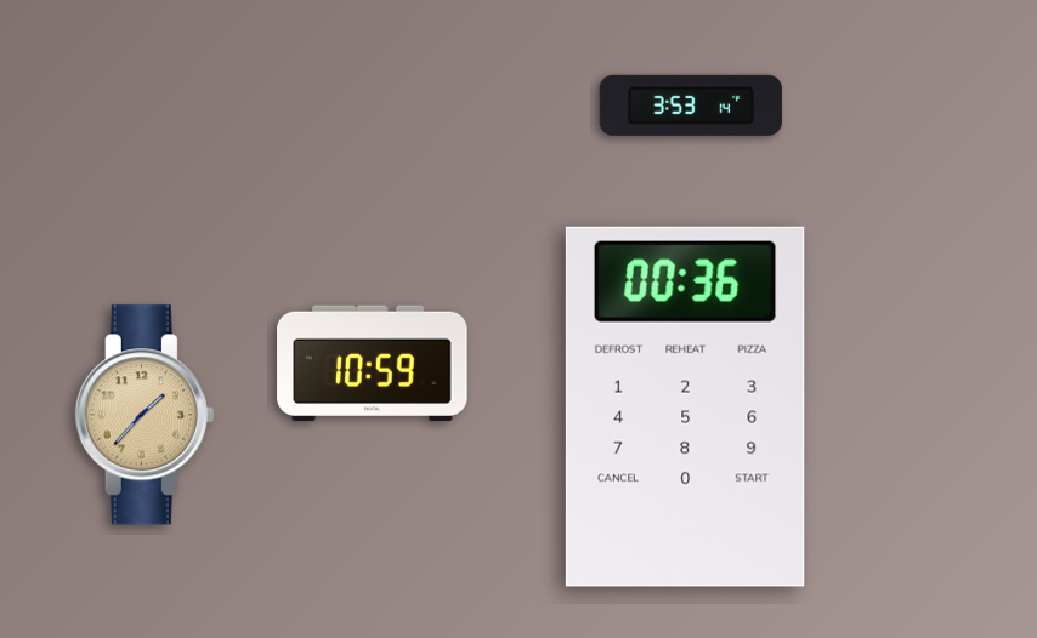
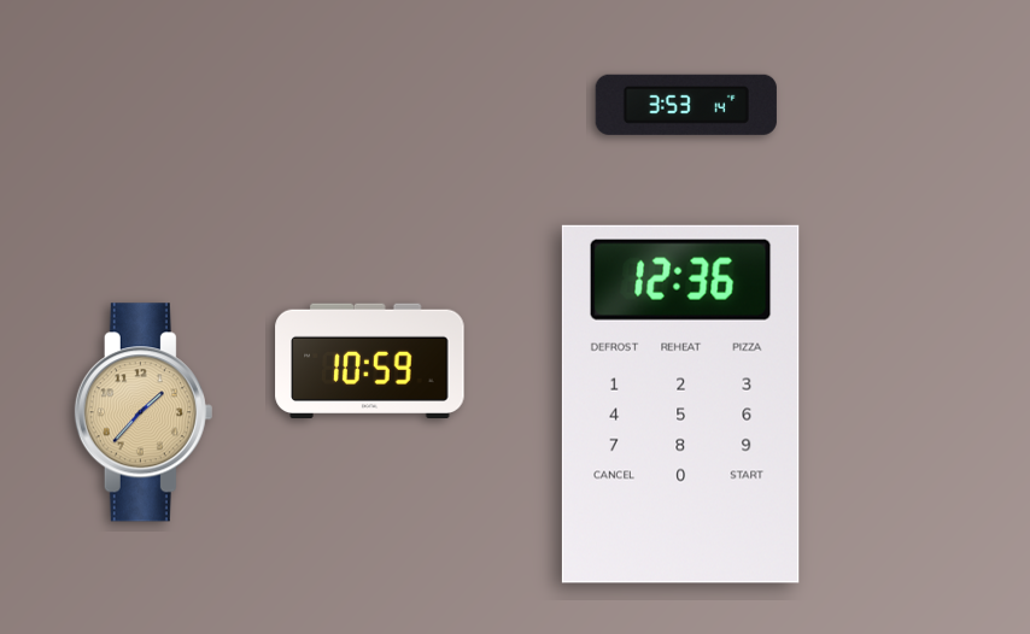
clock at (685, 406): 00:36 -> 12:36
